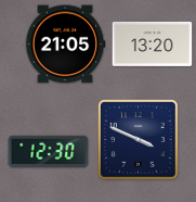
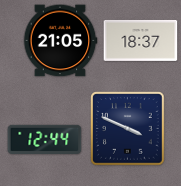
clock at (153, 43): 13:20 -> 18:37
clock at (49, 151): 12:30 -> 12:44
